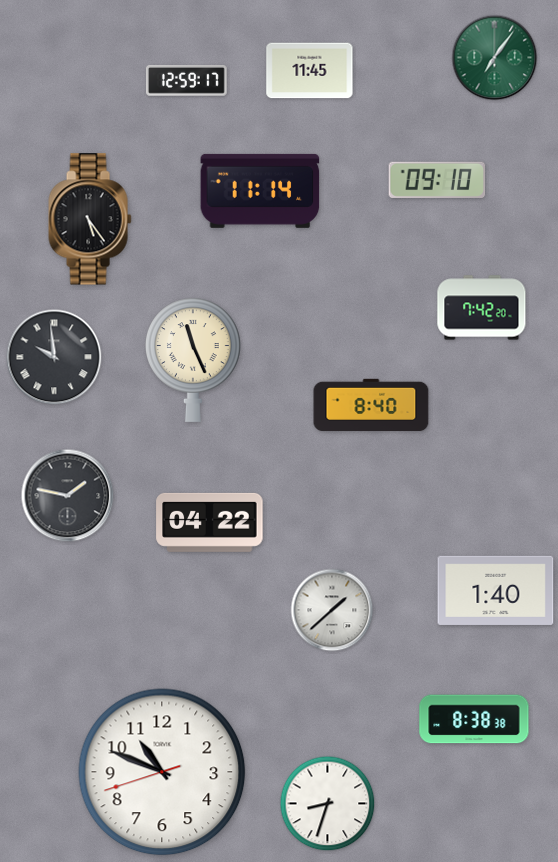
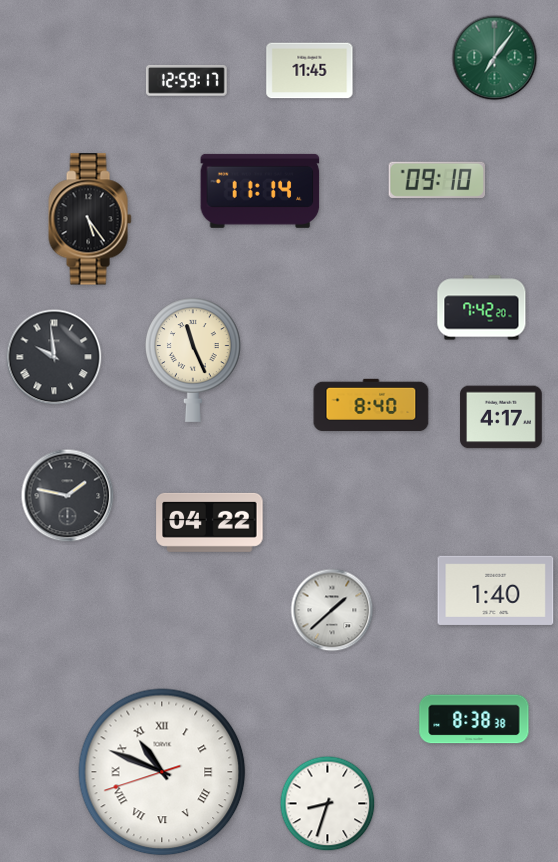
clock at (501, 417): none -> 4:17
clock at (162, 772) numerals: Arabic -> Roman
